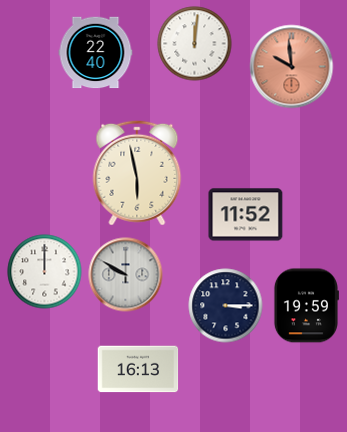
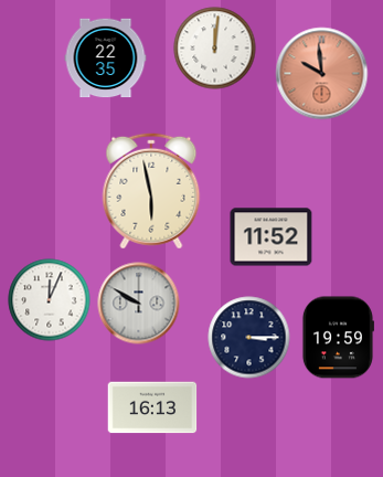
clock at (96, 53): 22:40 -> 22:35
clock at (45, 272): 12:00 -> 12:04
